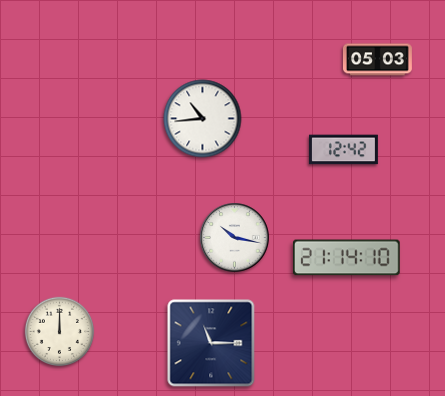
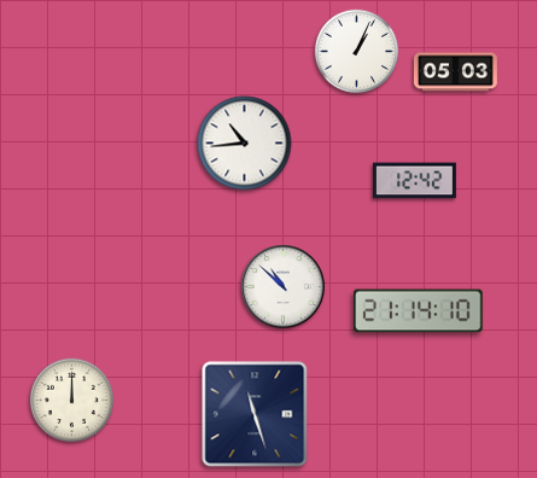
clock at (357, 52): none -> 1:04
clock at (235, 238): 10:17 -> 10:52
clock at (211, 343): 11:15 -> 11:27
